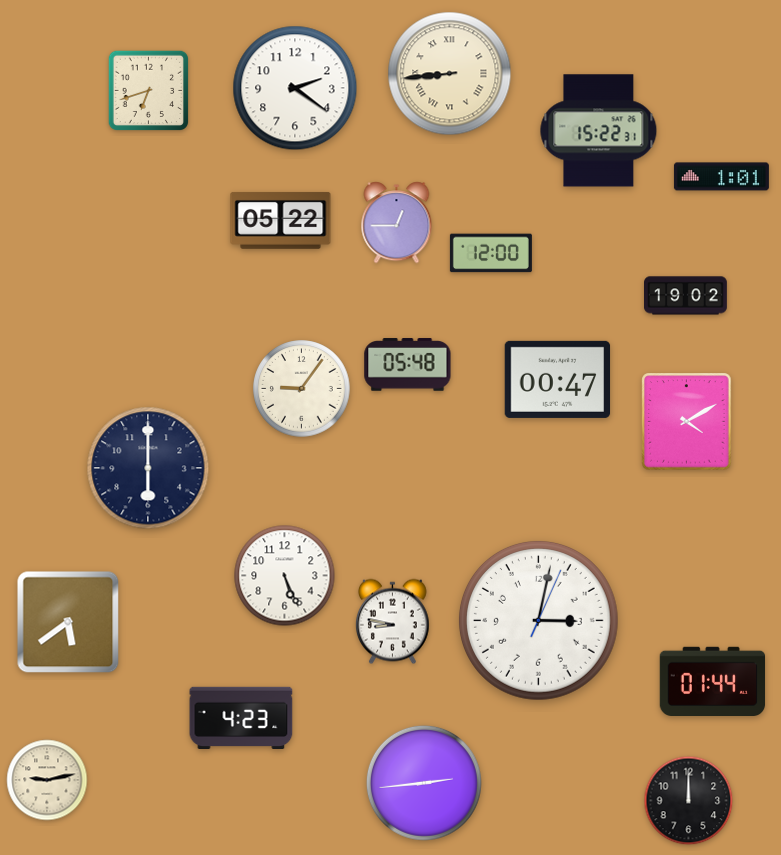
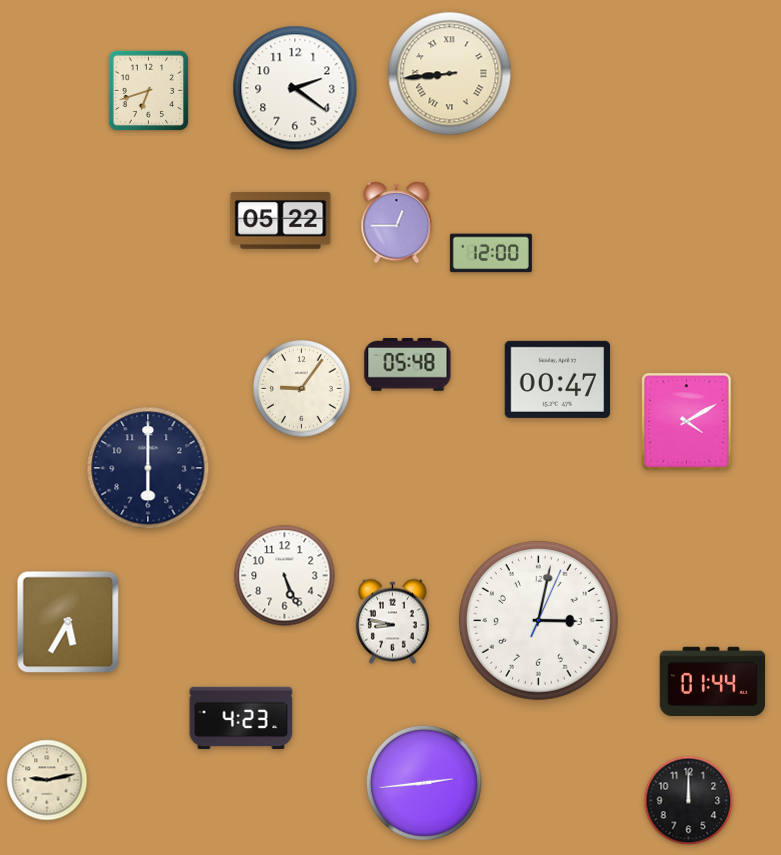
clock at (599, 131): 15:22 -> none
clock at (721, 177): 1:01 -> none
clock at (686, 296): 19:02 -> none
clock at (68, 622): 5:39 -> 5:35
